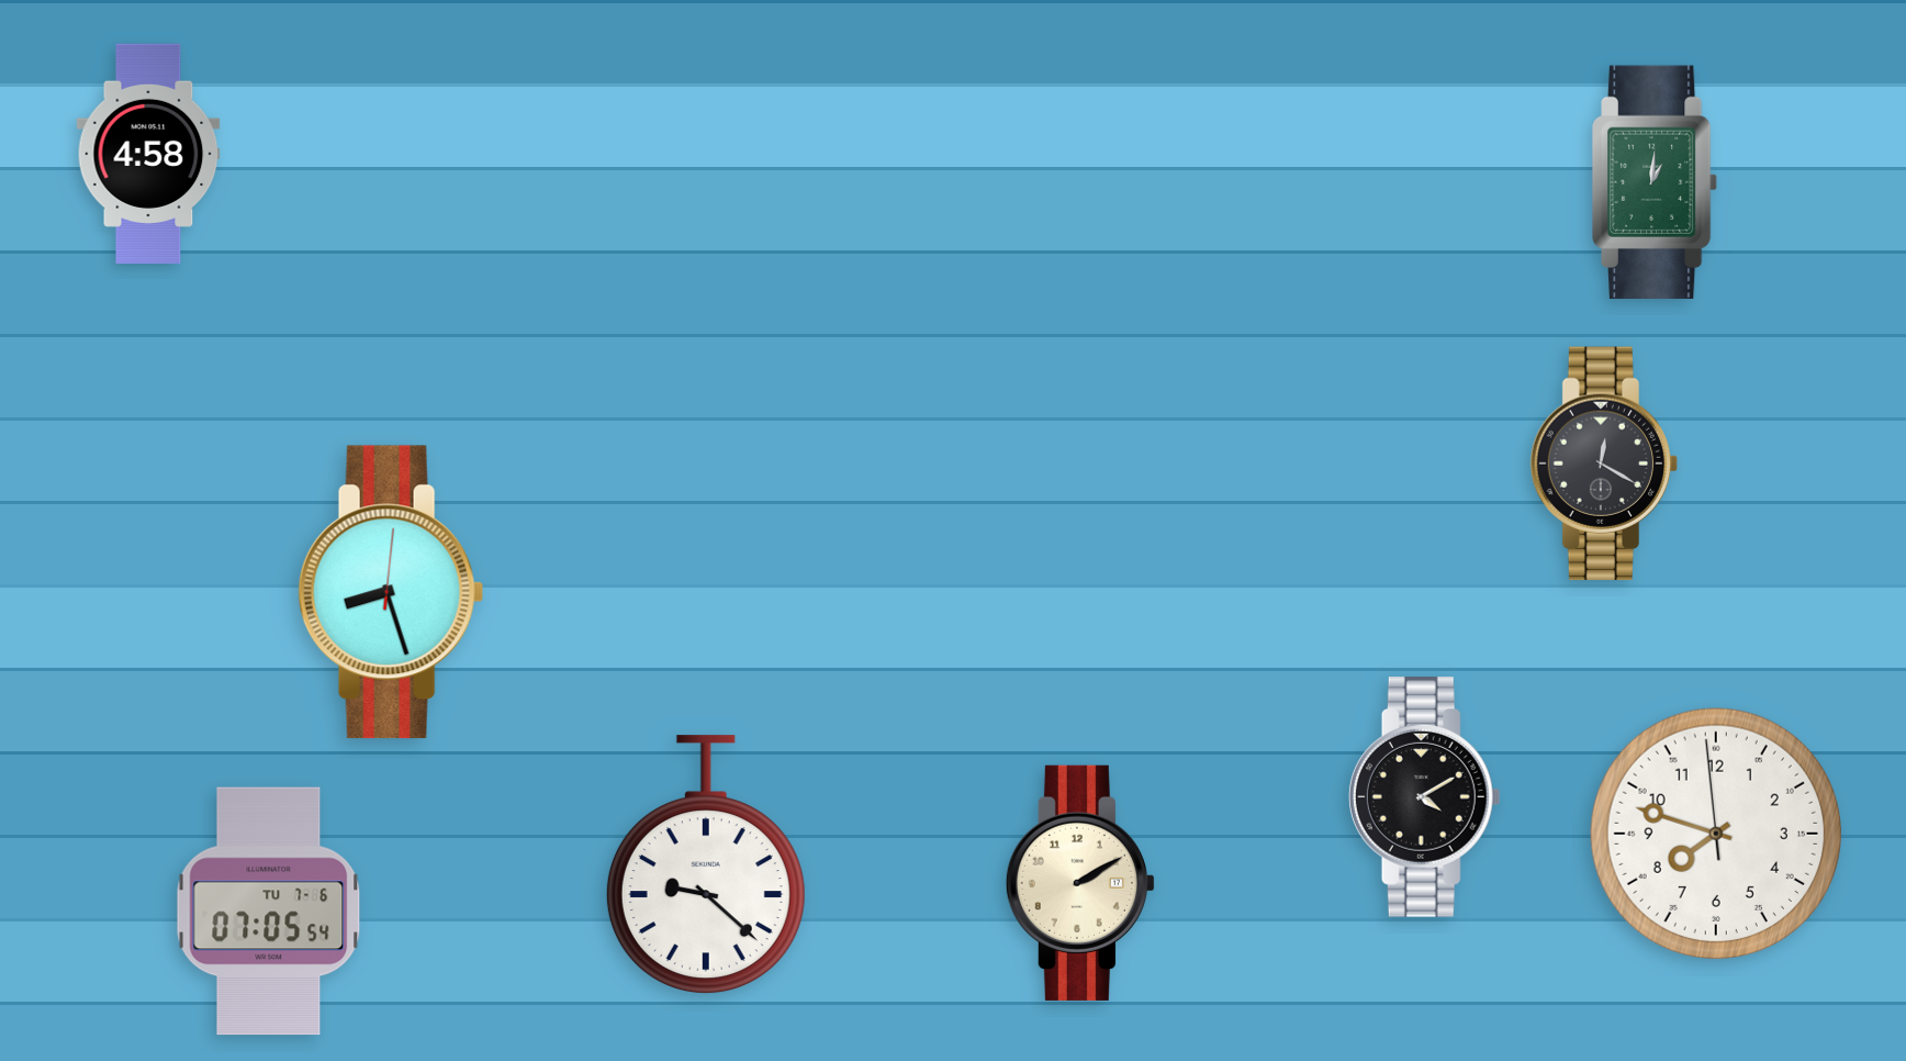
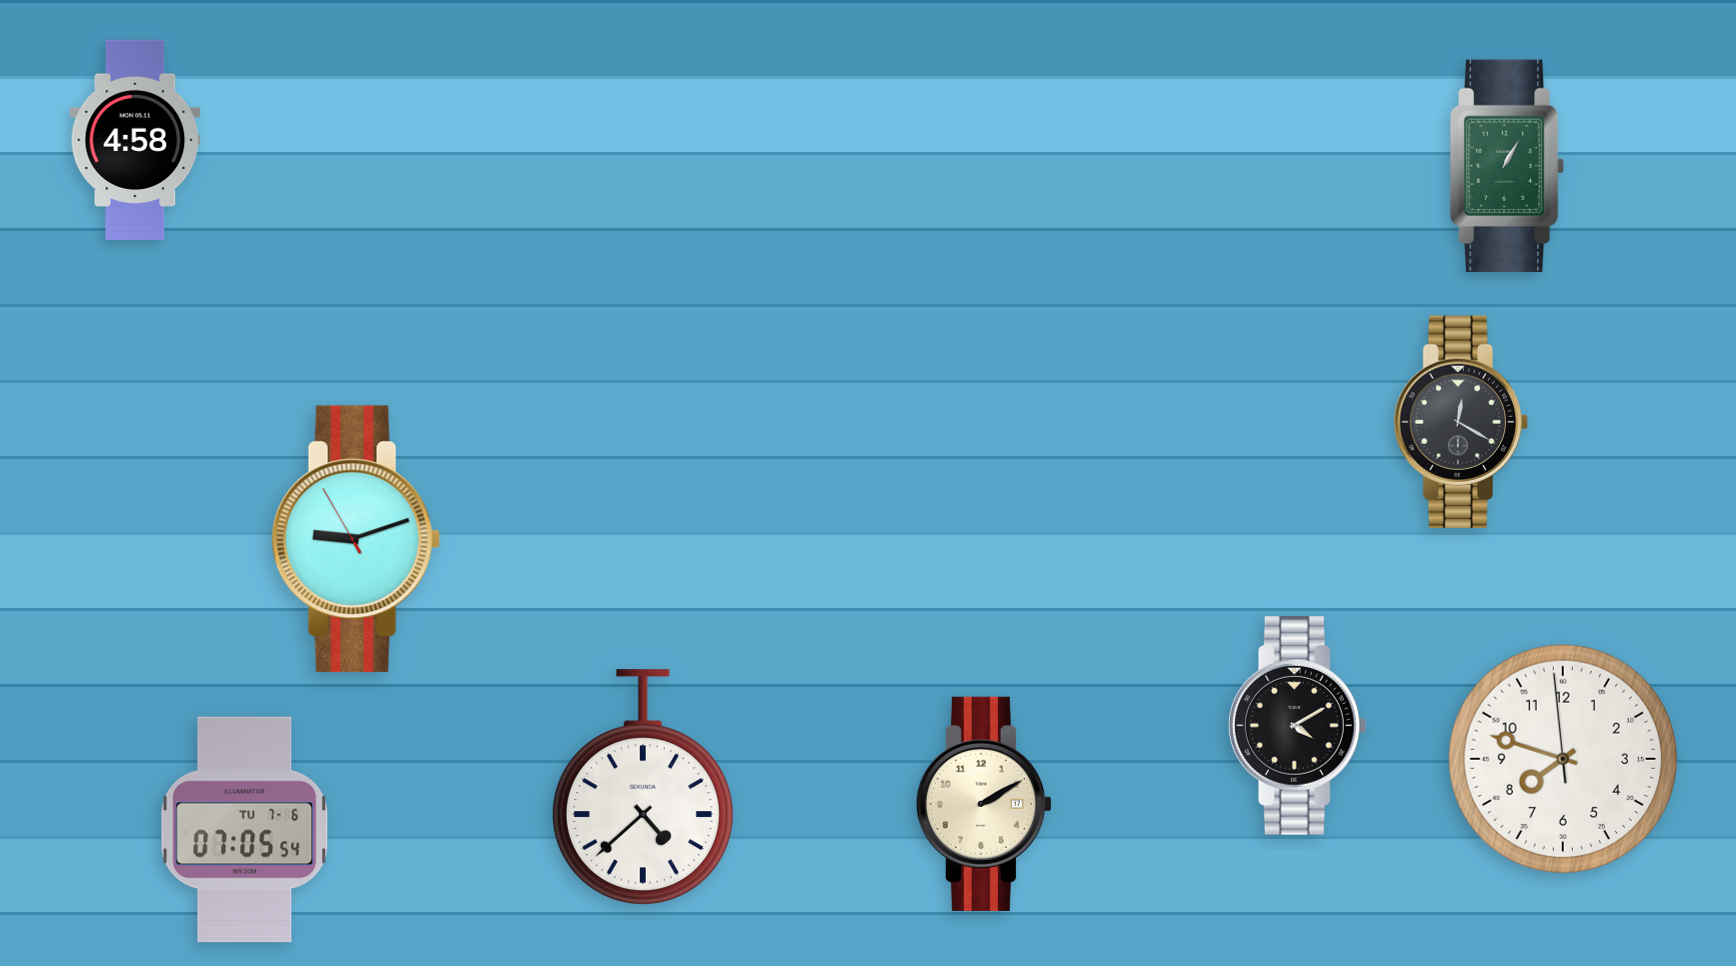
clock at (1655, 182): 1:01 -> 1:05
clock at (391, 592): 8:27 -> 9:11
clock at (706, 864): 9:22 -> 4:38
